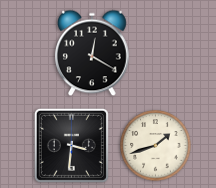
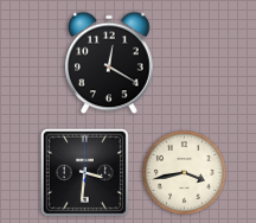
clock at (156, 146): 1:42 -> 3:43
